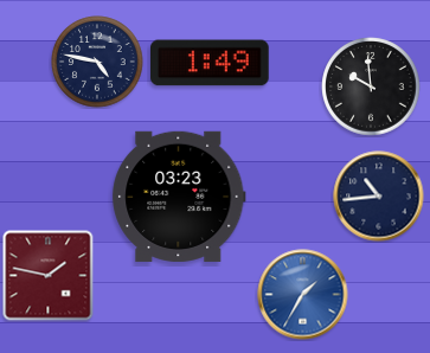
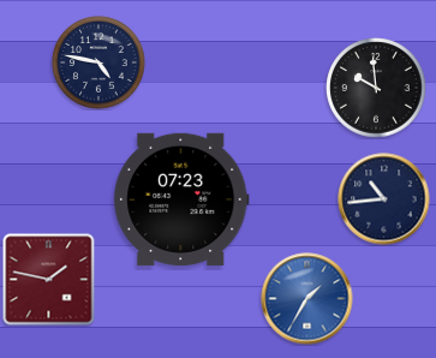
clock at (211, 63): 1:49 -> none
clock at (179, 197): 03:23 -> 07:23
